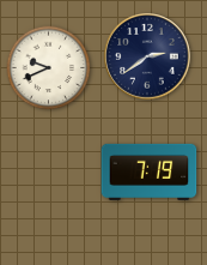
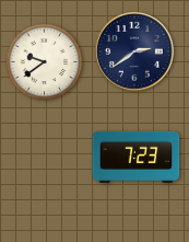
clock at (49, 68): 9:41 -> 9:39
clock at (150, 171): 7:19 -> 7:23
